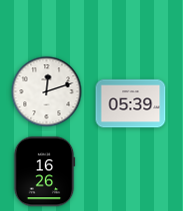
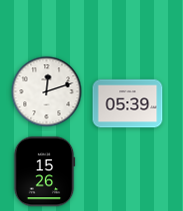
clock at (131, 104) position: (131, 104) -> (128, 104)
clock at (44, 172): 16:26 -> 15:26
